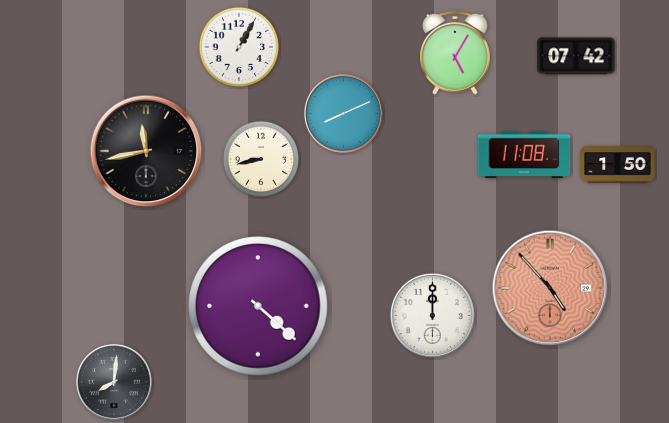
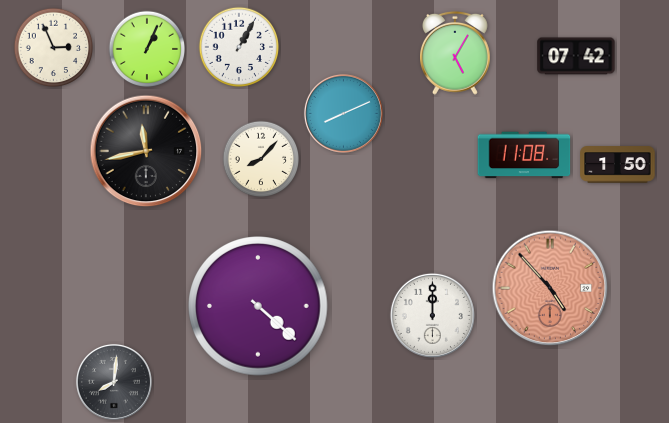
clock at (54, 48): none -> 2:56
clock at (147, 49): none -> 1:04
clock at (261, 159): 8:43 -> 8:07
